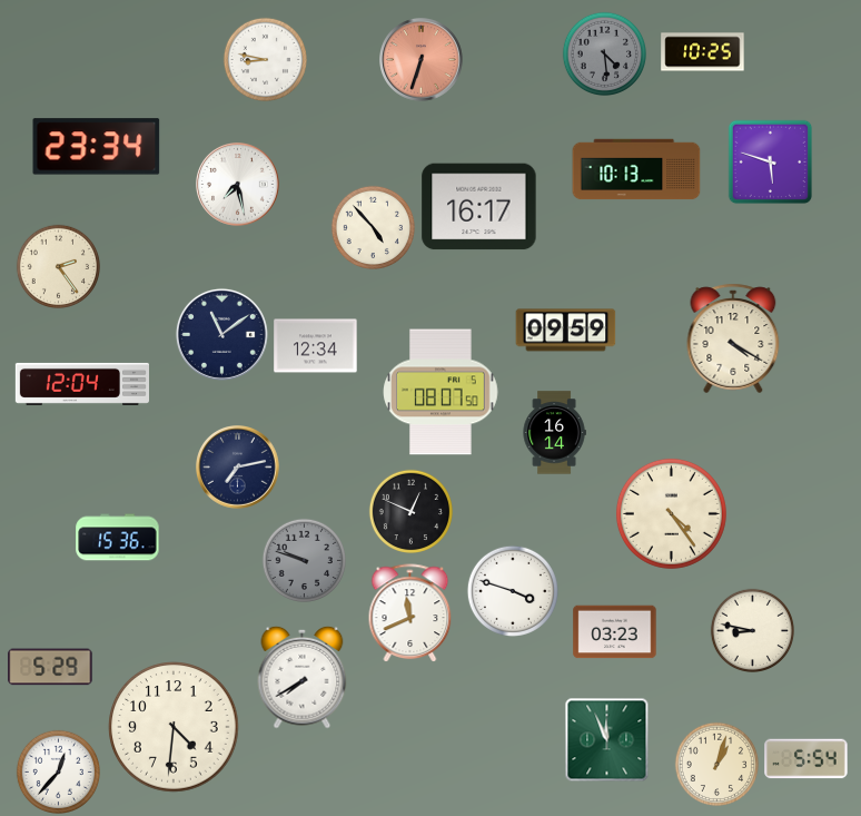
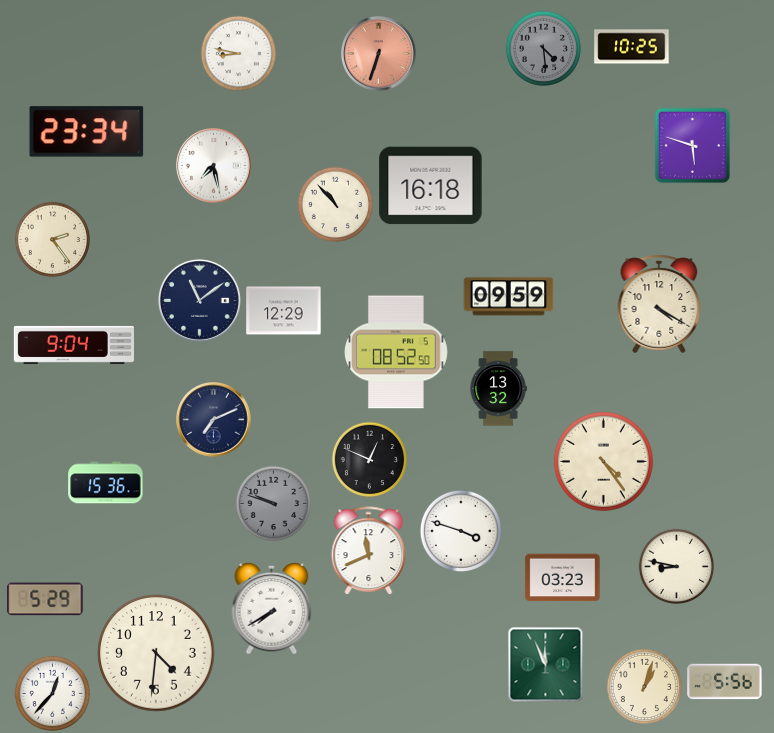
clock at (636, 169): 10:13 -> none
clock at (479, 207): 16:17 -> 16:18
clock at (373, 227): 4:53 -> 10:53
clock at (316, 346): 12:34 -> 12:29
clock at (81, 384): 12:04 -> 9:04
clock at (441, 392): 08:07 -> 08:52
clock at (554, 433): 16:14 -> 13:32
clock at (238, 468): 7:13 -> 7:11
clock at (615, 632) position: (615, 632) -> (563, 578)
clock at (806, 759): 5:54 -> 5:56
